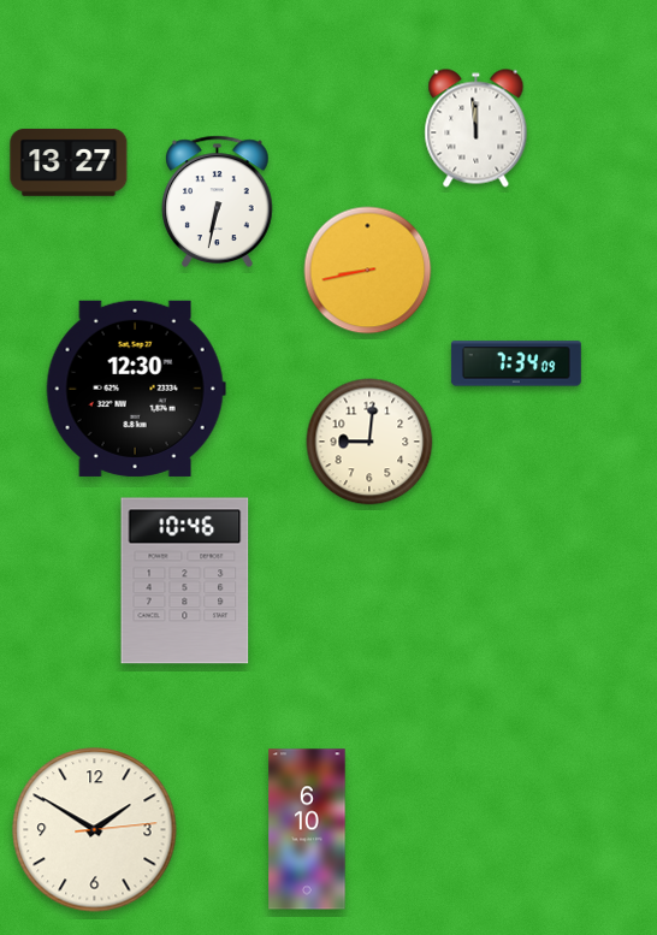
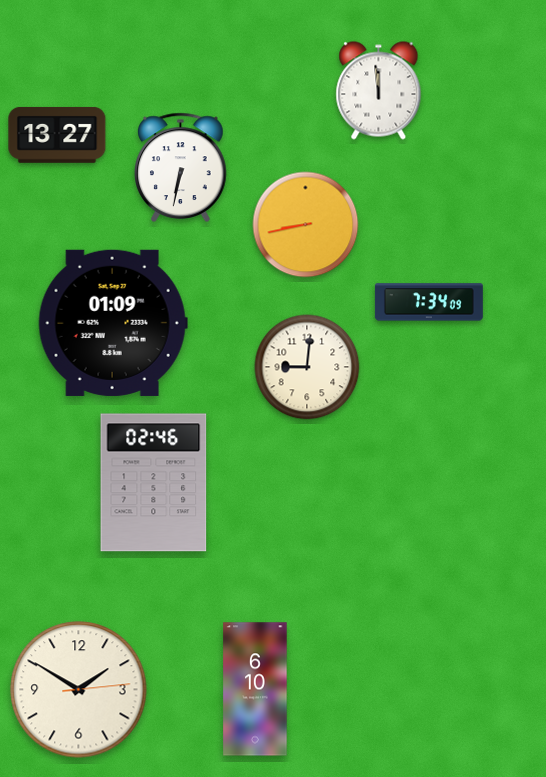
clock at (477, 129) position: (477, 129) -> (379, 91)
clock at (136, 389): 12:30 -> 01:09
clock at (185, 581): 10:46 -> 02:46
